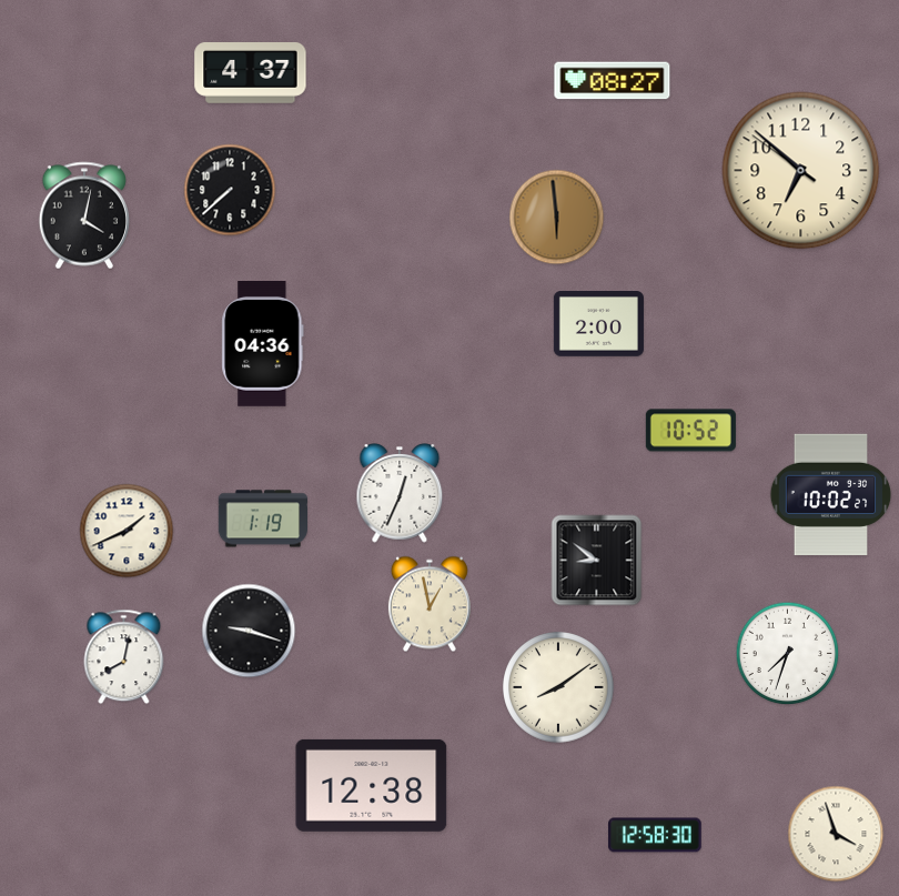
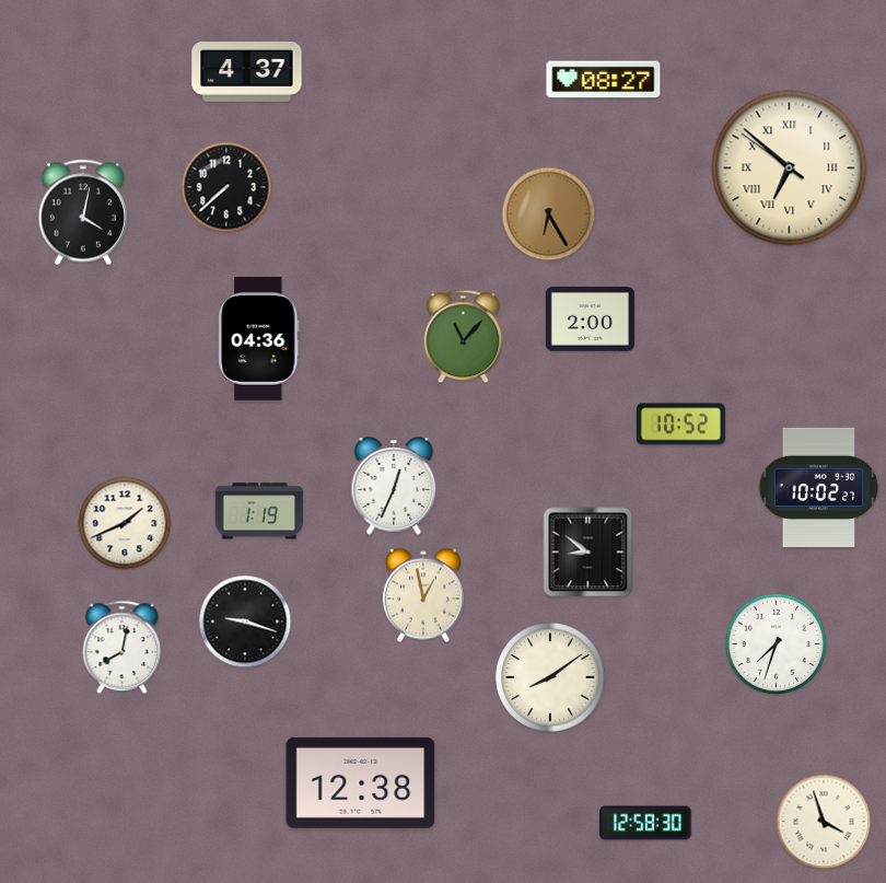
clock at (801, 171) numerals: Arabic -> Roman
clock at (557, 218): 5:59 -> 6:25
clock at (464, 337): none -> 11:07
clock at (372, 785) position: (372, 785) -> (361, 782)
